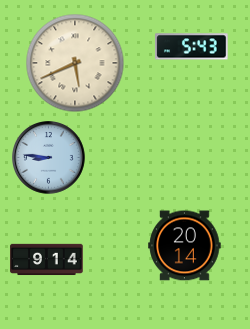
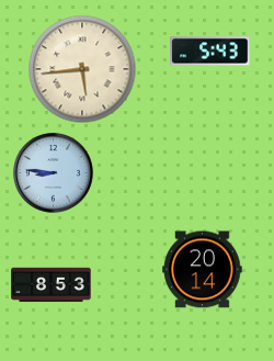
clock at (75, 63): 5:41 -> 5:44
clock at (47, 260): 9:14 -> 8:53
